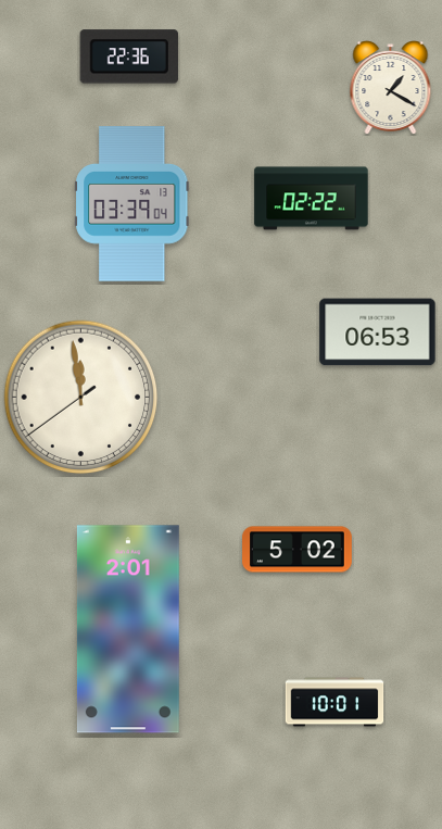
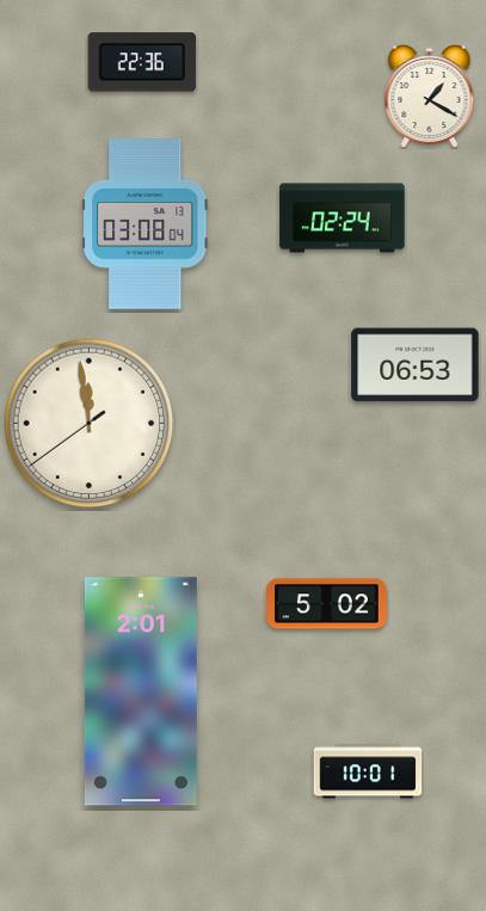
clock at (312, 199): 02:22 -> 02:24
clock at (132, 204): 03:39 -> 03:08
clock at (81, 398) position: (81, 398) -> (90, 424)
